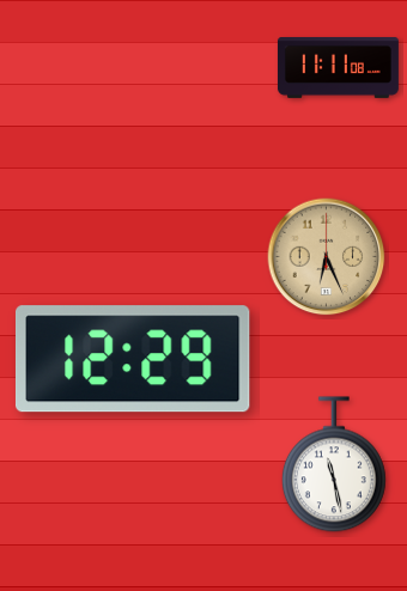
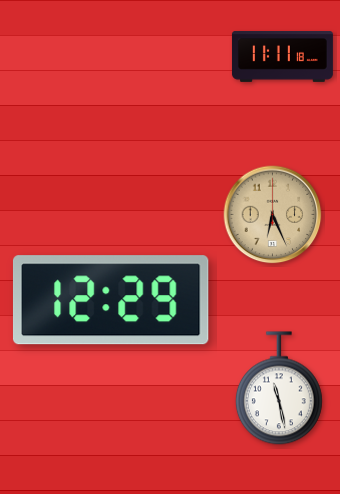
clock at (338, 68): 11:11:08 -> 11:11:18
